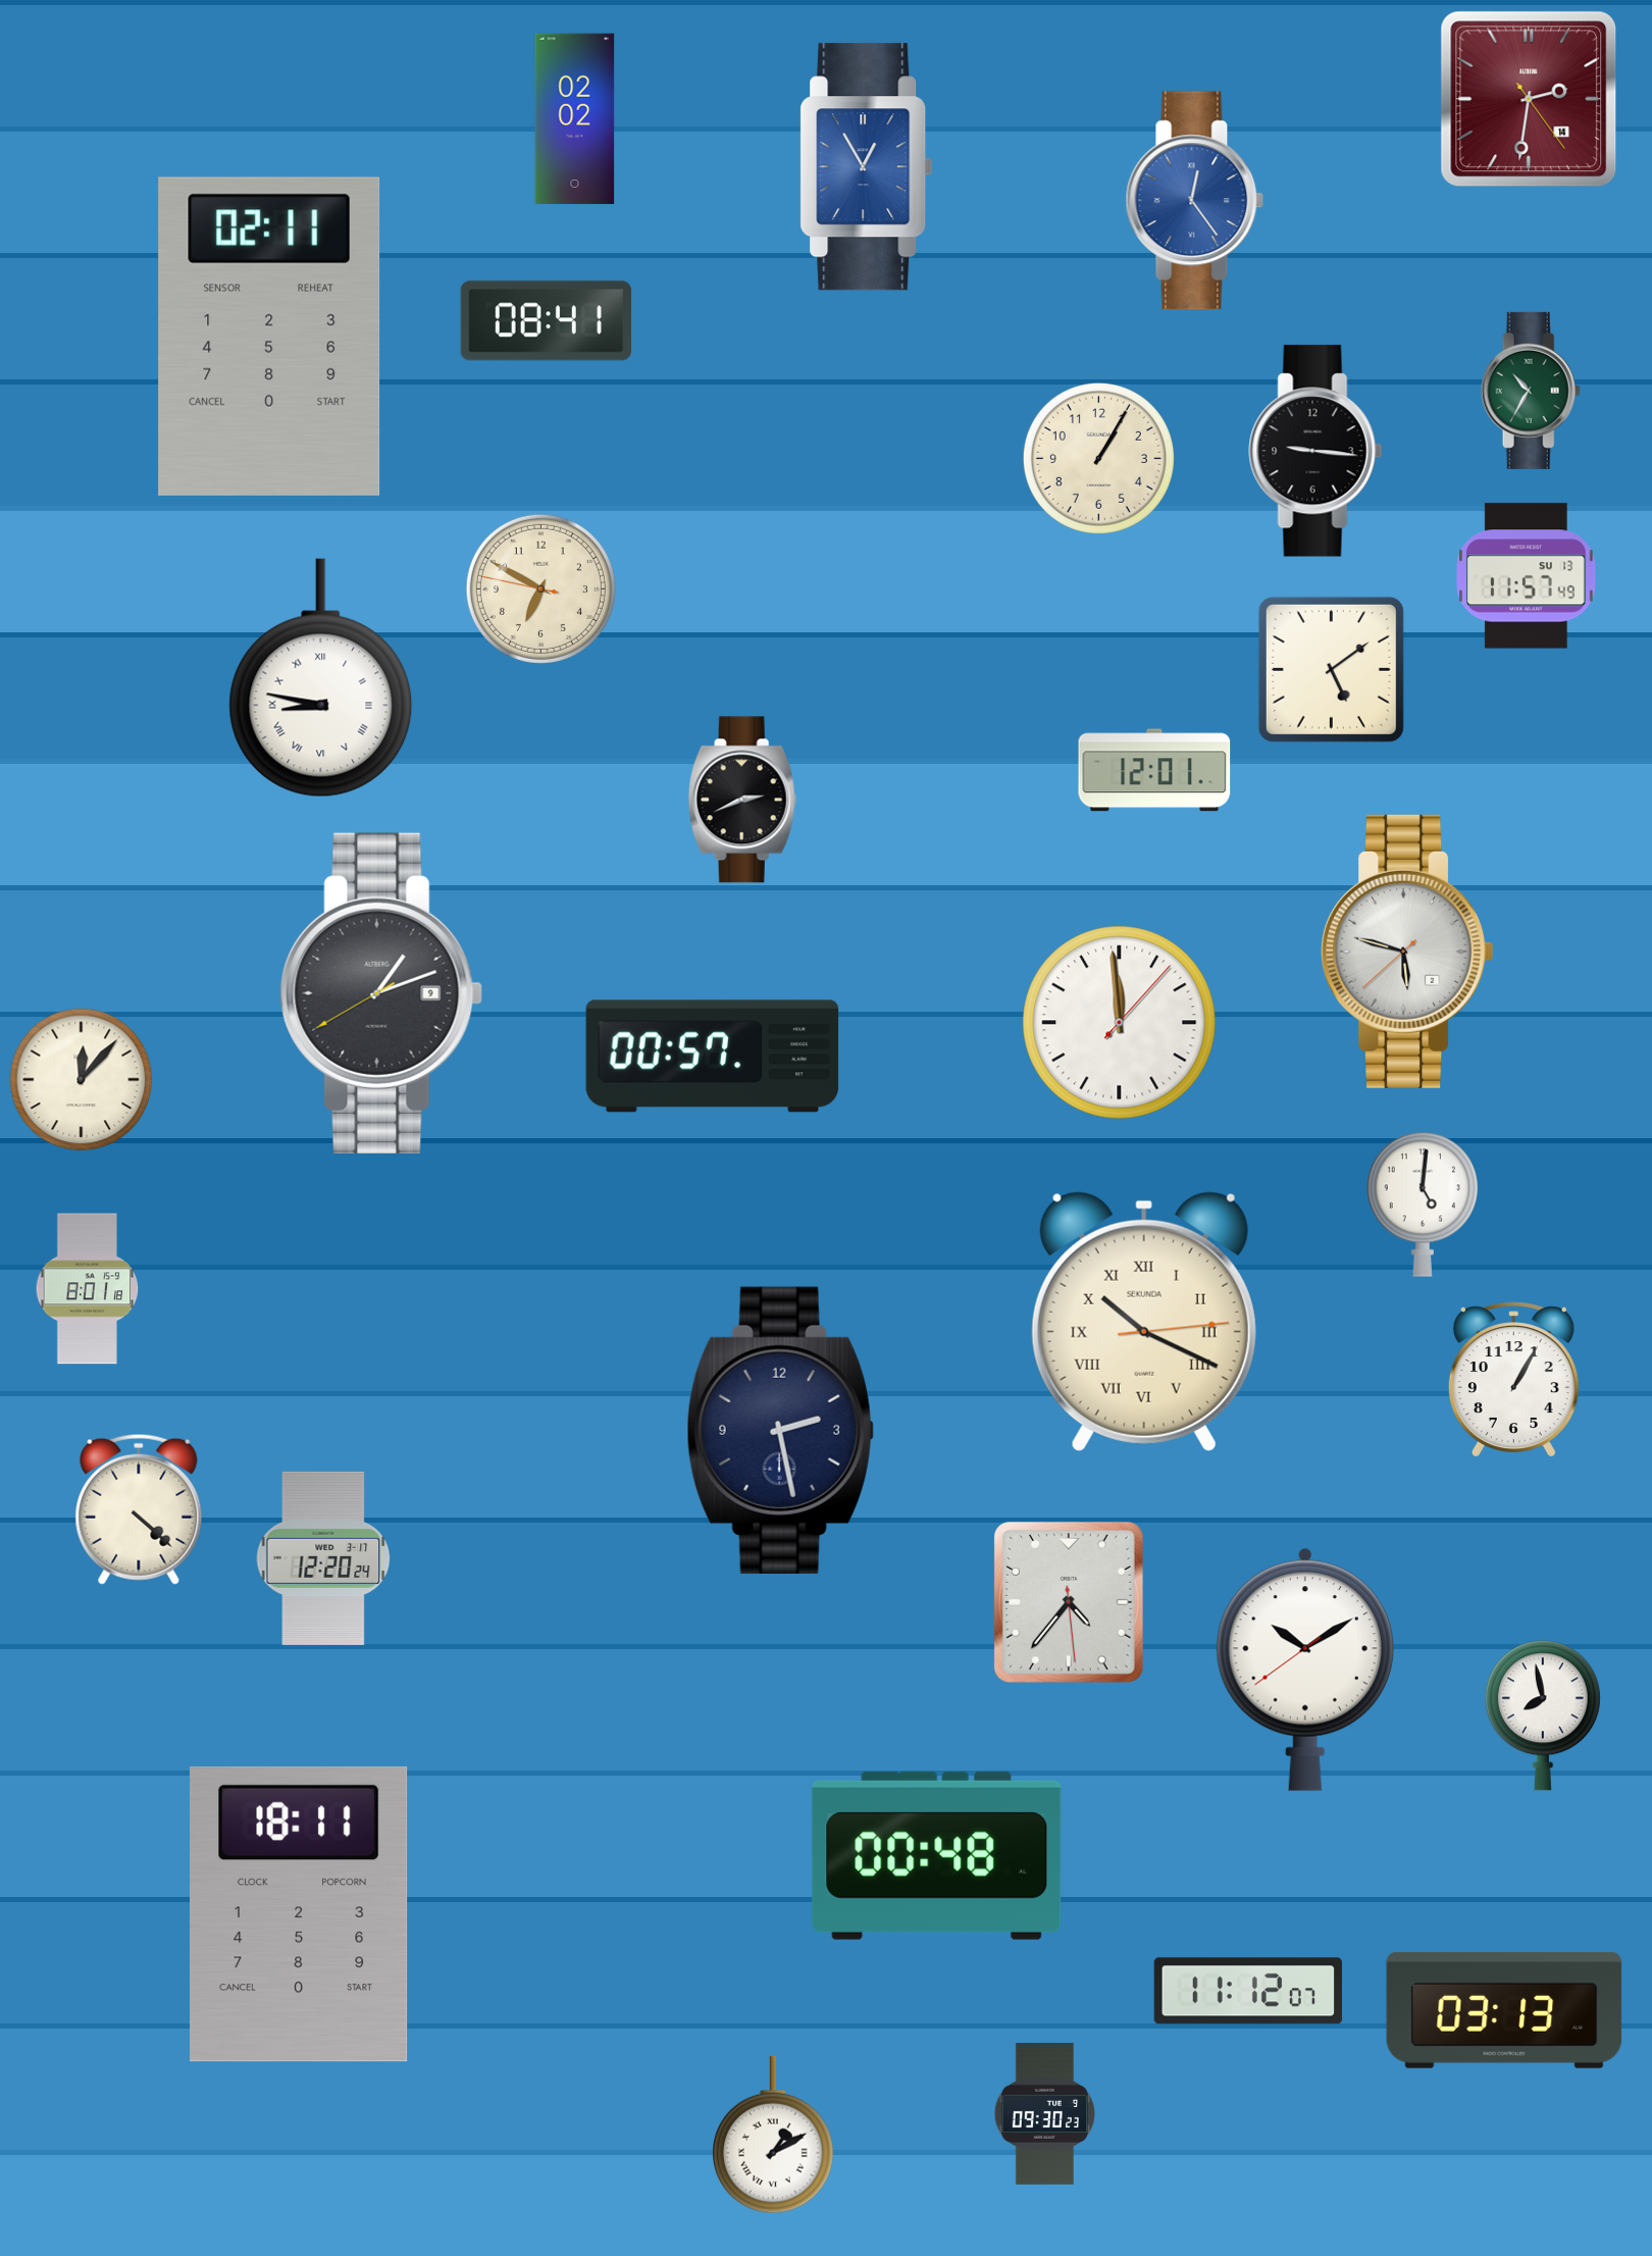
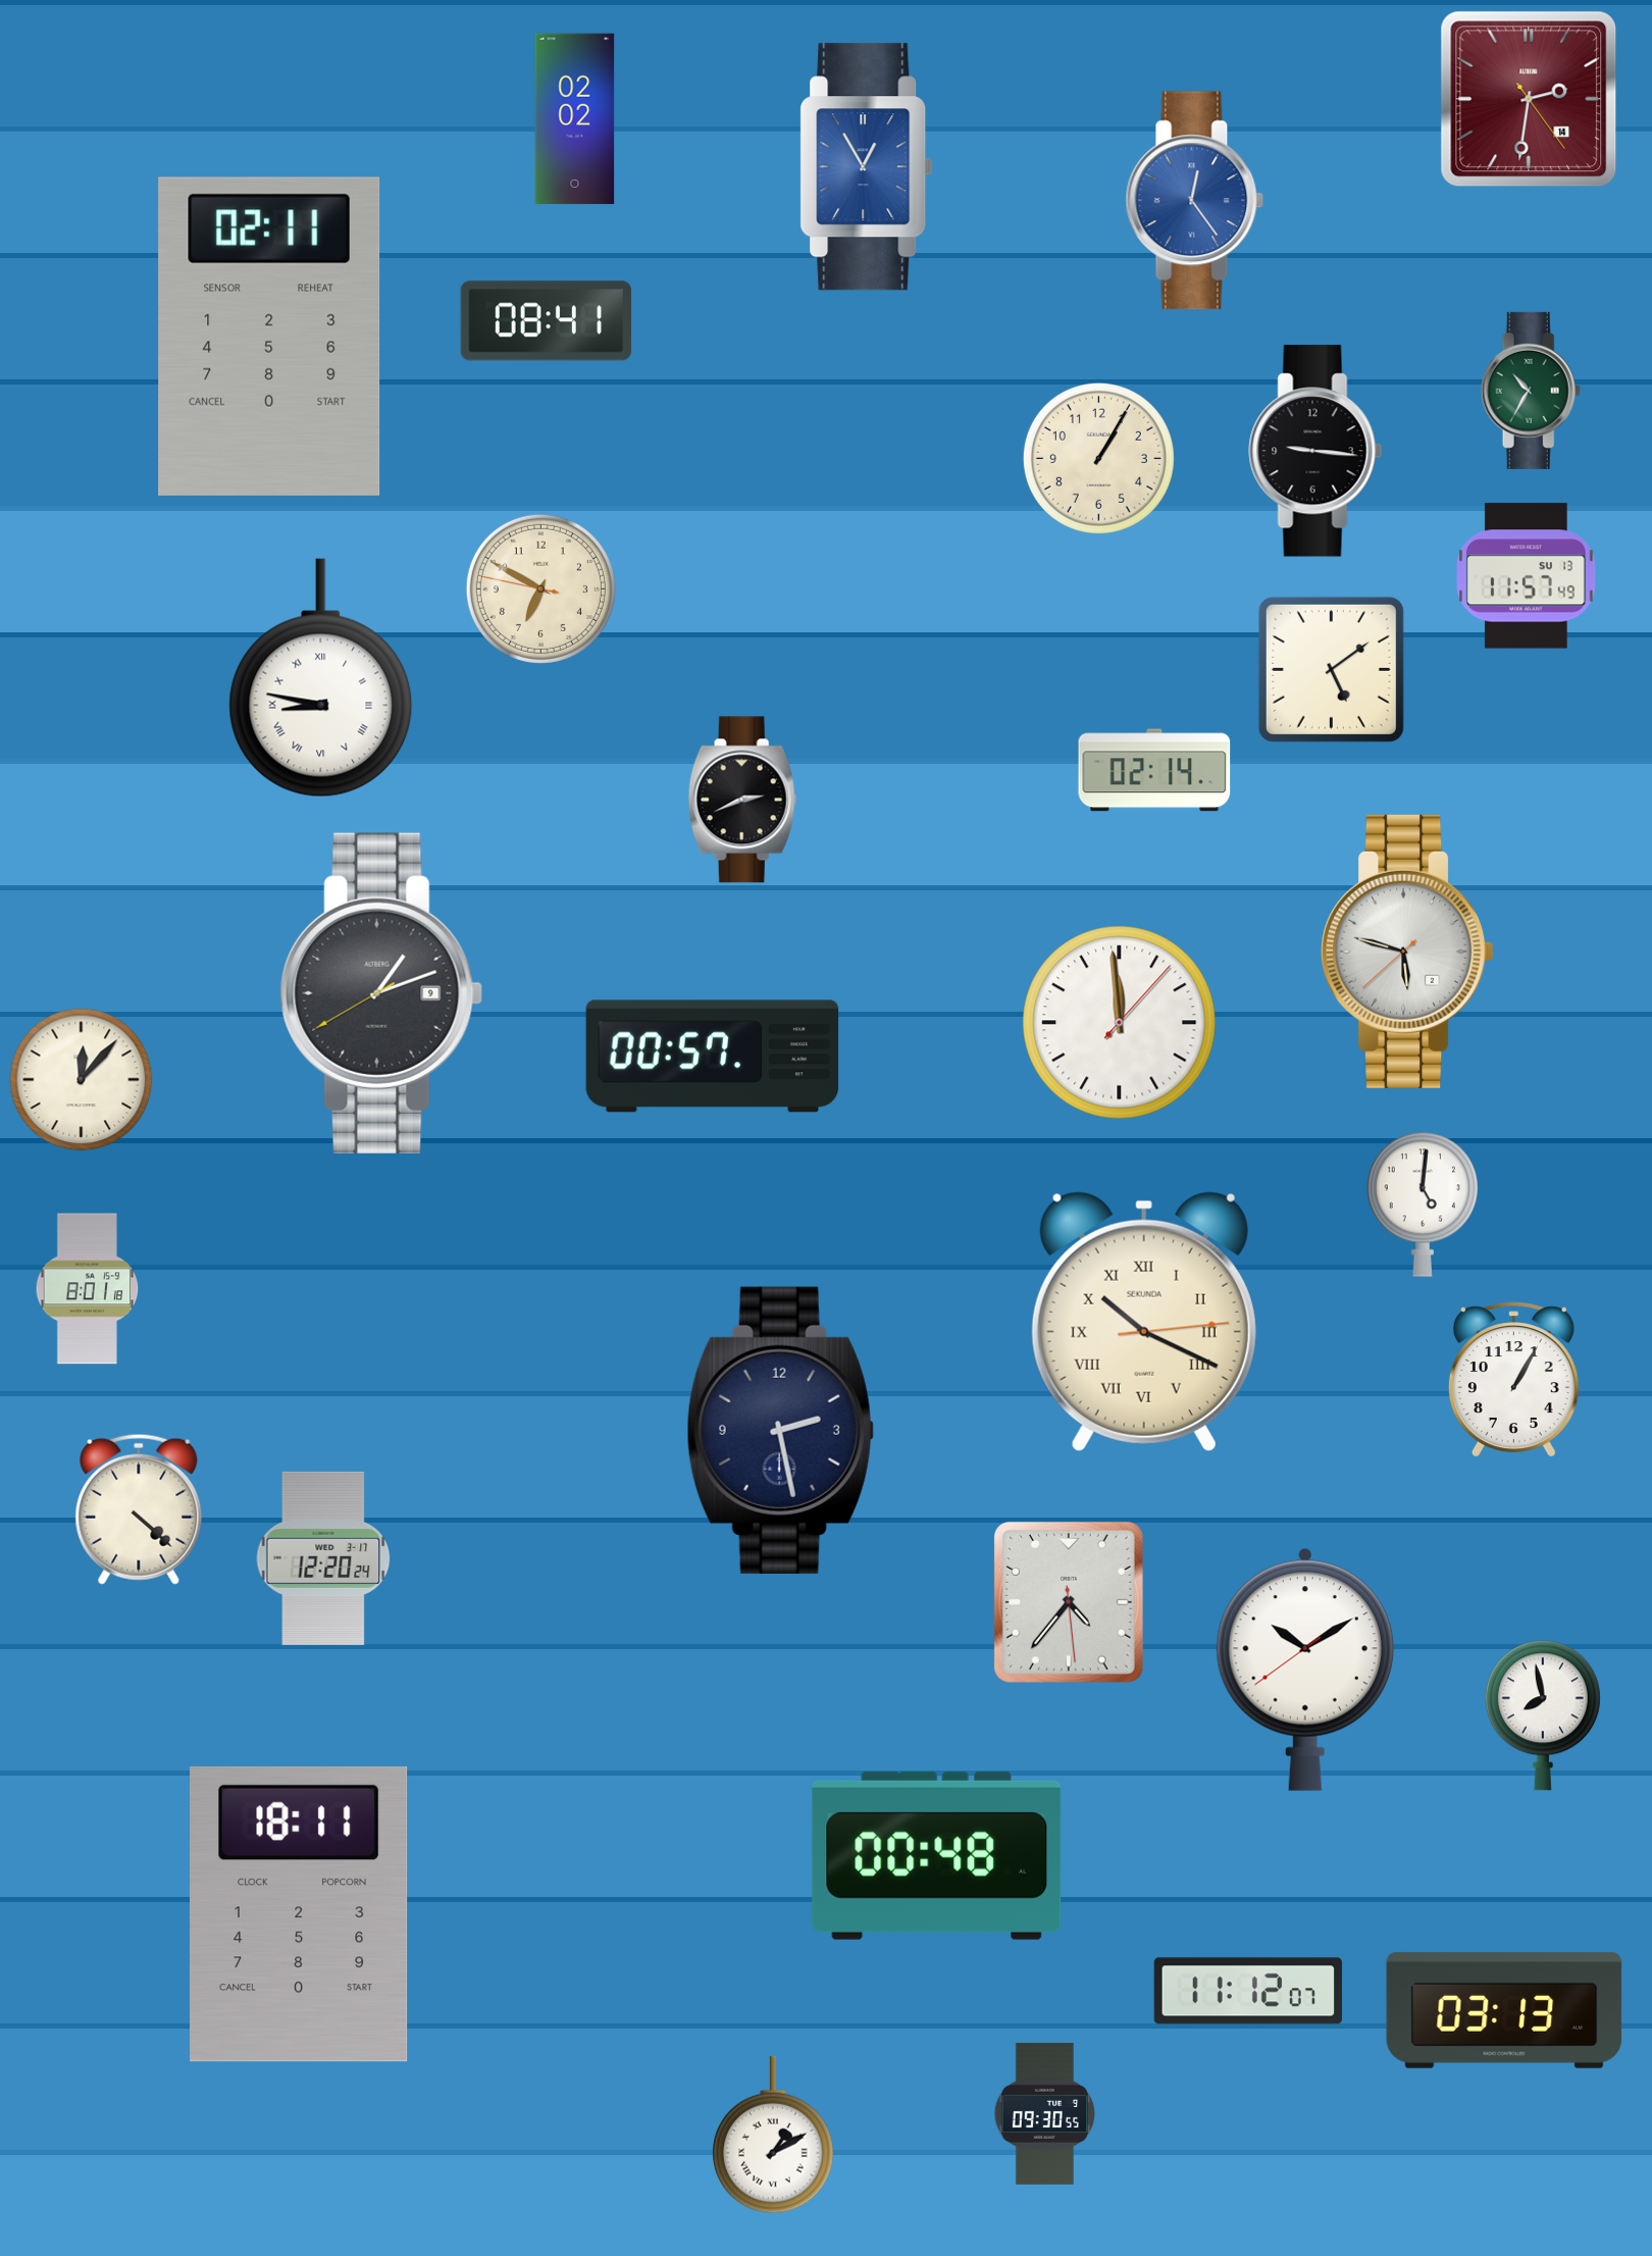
clock at (1154, 770): 12:01 -> 02:14
clock at (1044, 2113): 09:30:23 -> 09:30:55
